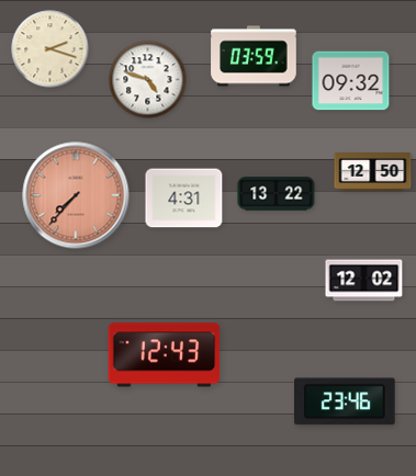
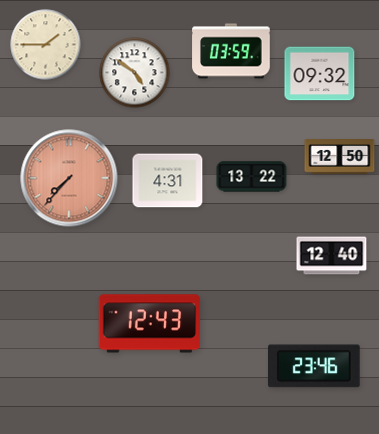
clock at (50, 49): 2:18 -> 1:45
clock at (148, 80): 4:48 -> 4:51
clock at (364, 281): 12:02 -> 12:40
